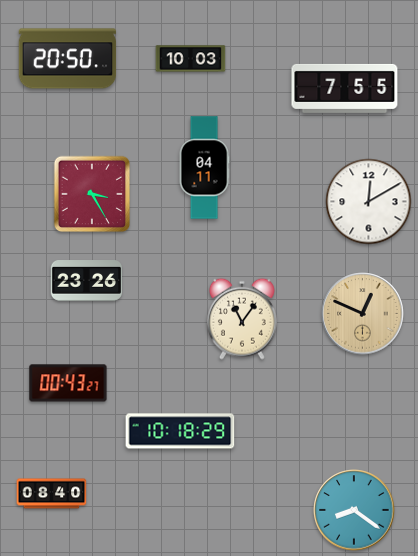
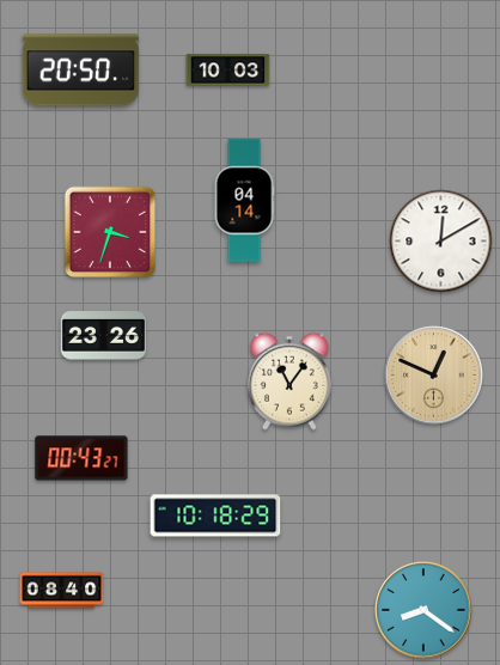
clock at (345, 88): 7:55 -> none
clock at (204, 168): 04:11 -> 04:14
clock at (92, 194): 3:25 -> 3:33
